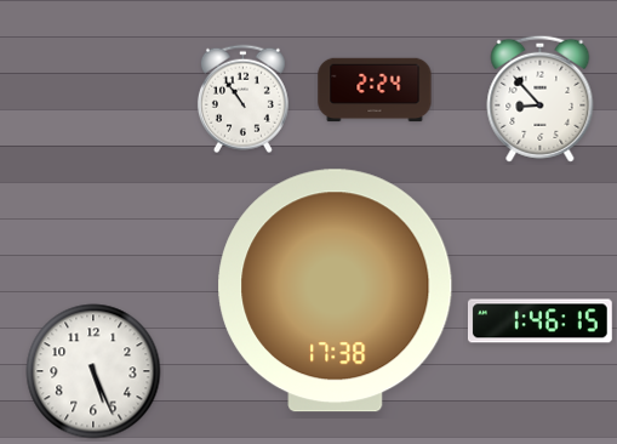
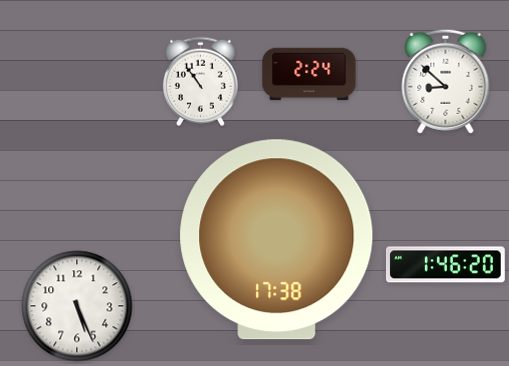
clock at (541, 98): 8:53 -> 8:52
clock at (539, 321): 1:46:15 -> 1:46:20
